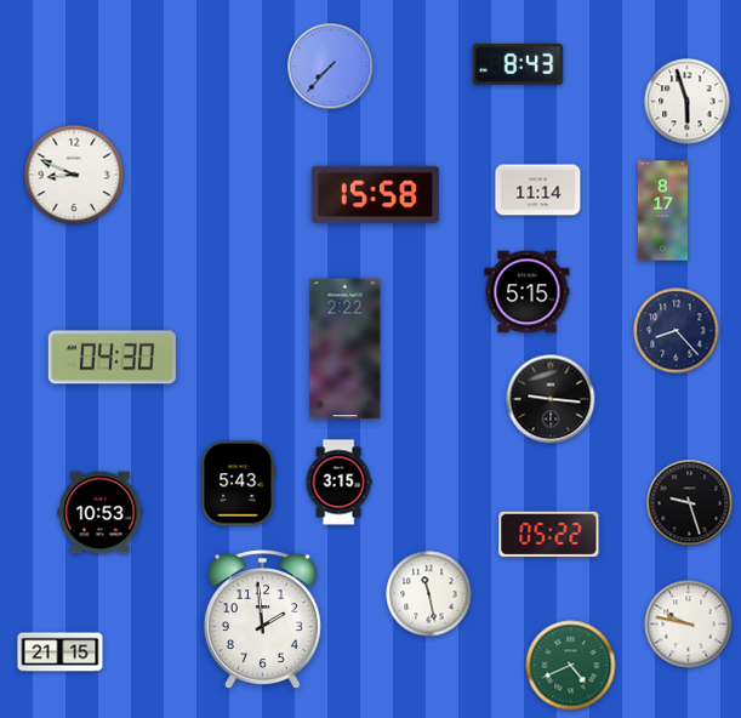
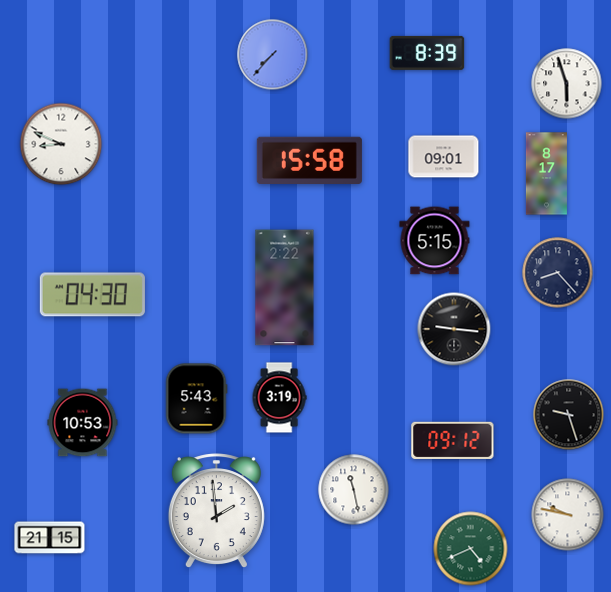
clock at (518, 64): 8:43 -> 8:39
clock at (538, 190): 11:14 -> 09:01
clock at (338, 483): 3:15 -> 3:19
clock at (549, 534): 05:22 -> 09:12
